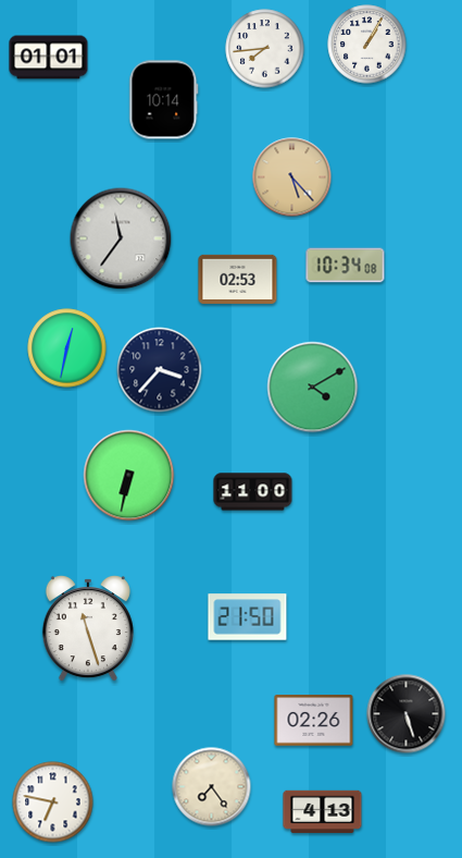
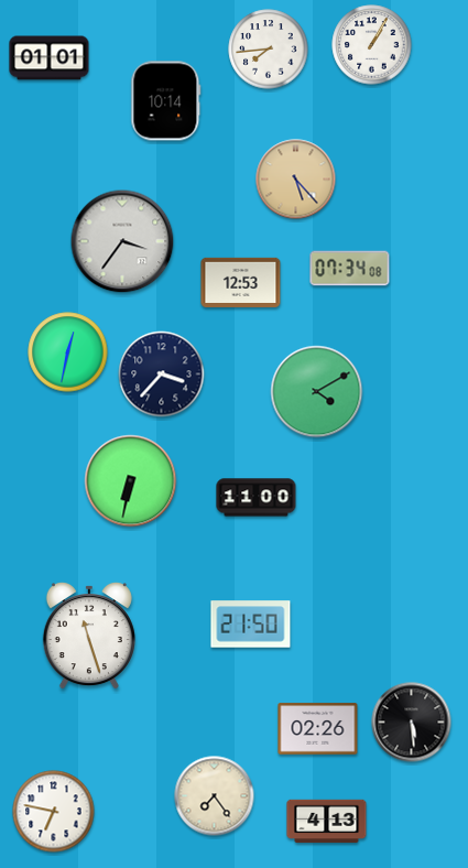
clock at (121, 238): 11:36 -> 3:36
clock at (346, 266): 10:34 -> 07:34
clock at (238, 279): 02:53 -> 12:53
clock at (407, 714): 5:27 -> 5:29
